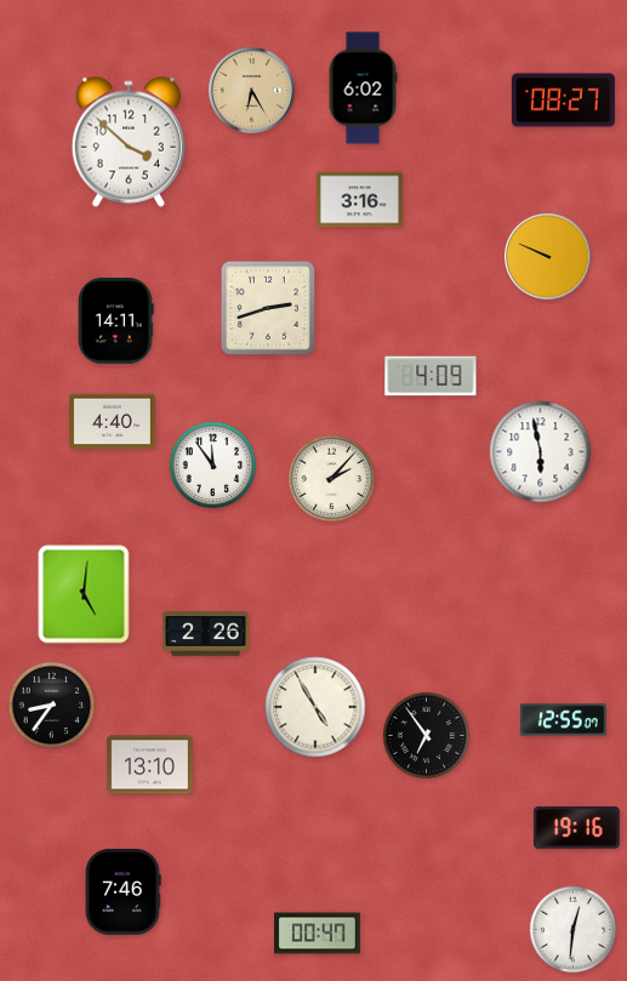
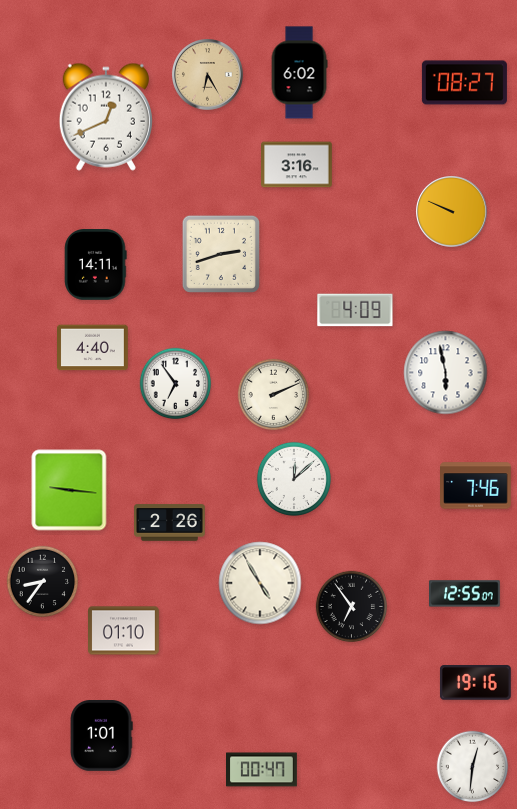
clock at (129, 142): 3:52 -> 12:41
clock at (213, 466): 11:54 -> 6:54
clock at (332, 479): 2:07 -> 2:11
clock at (294, 479): none -> 12:08
clock at (476, 486): none -> 7:46
clock at (84, 594): 5:01 -> 9:16
clock at (150, 765): 13:10 -> 01:10
clock at (122, 892): 7:46 -> 1:01
